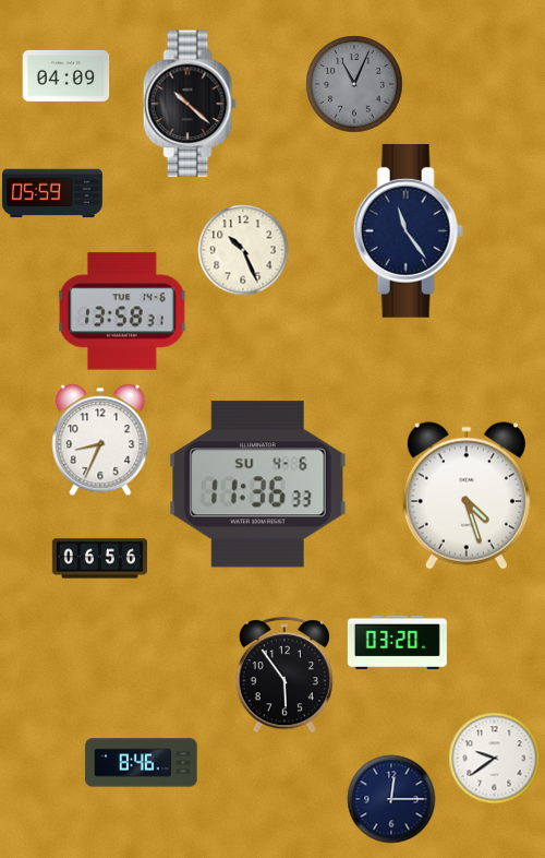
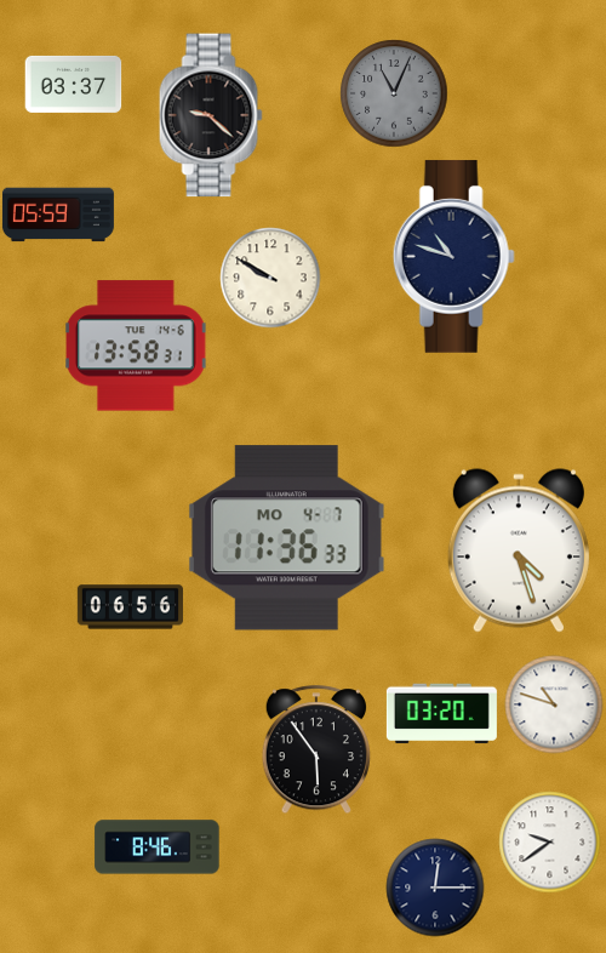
clock at (65, 75): 04:09 -> 03:37
clock at (190, 104): 10:22 -> 9:22
clock at (408, 230): 11:24 -> 10:48
clock at (243, 250): 10:26 -> 9:50
clock at (100, 440): 8:34 -> none
clock at (257, 485) date: SU 4-6 -> MO 4-7
clock at (99, 559) position: (99, 559) -> (130, 607)
clock at (554, 704): none -> 10:48
